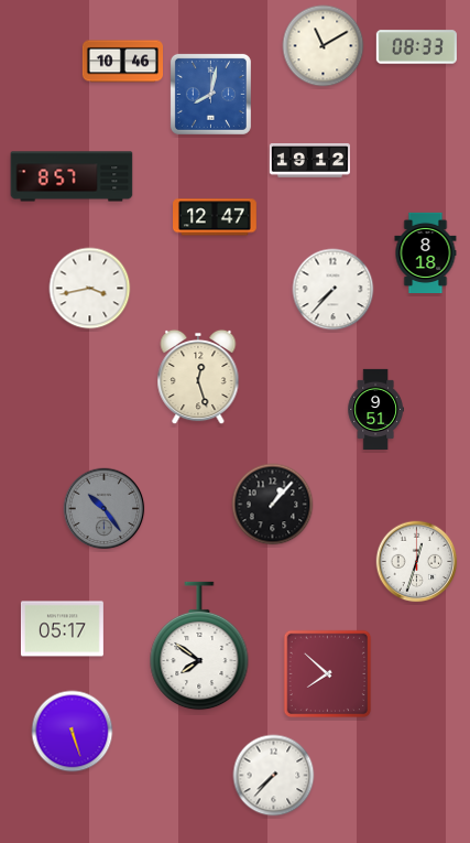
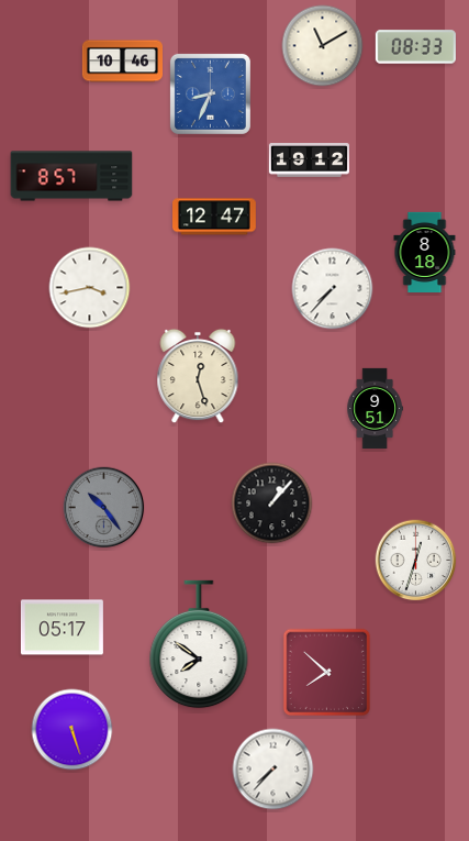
clock at (210, 94): 8:02 -> 8:34
clock at (274, 776) position: (274, 776) -> (273, 770)
